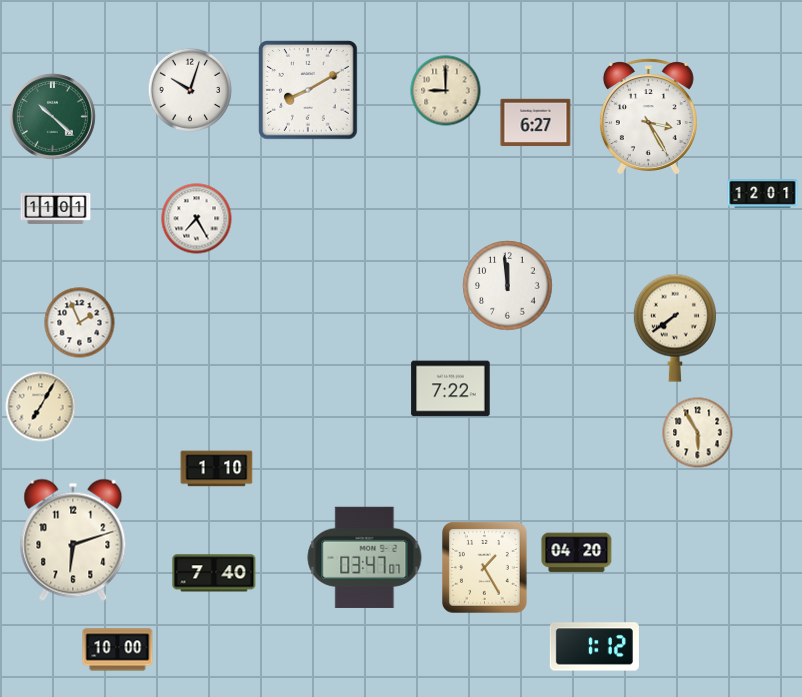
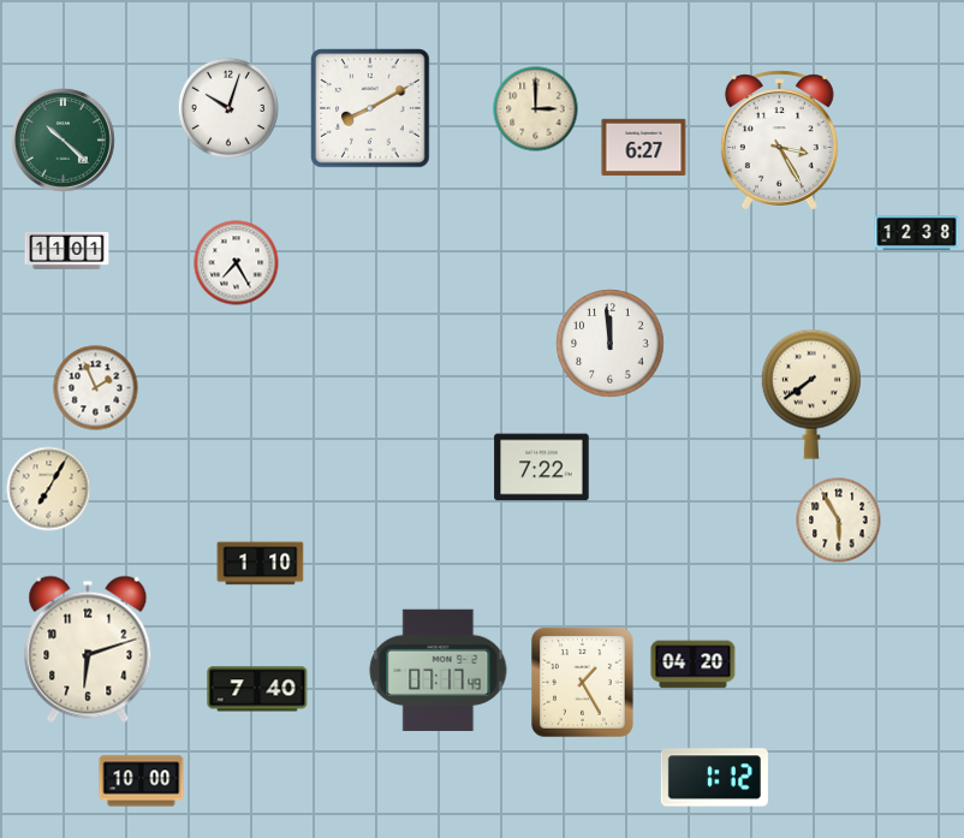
clock at (446, 91): 9:00 -> 3:00
clock at (763, 194): 12:01 -> 12:38
clock at (365, 557): 03:47 -> 07:17
